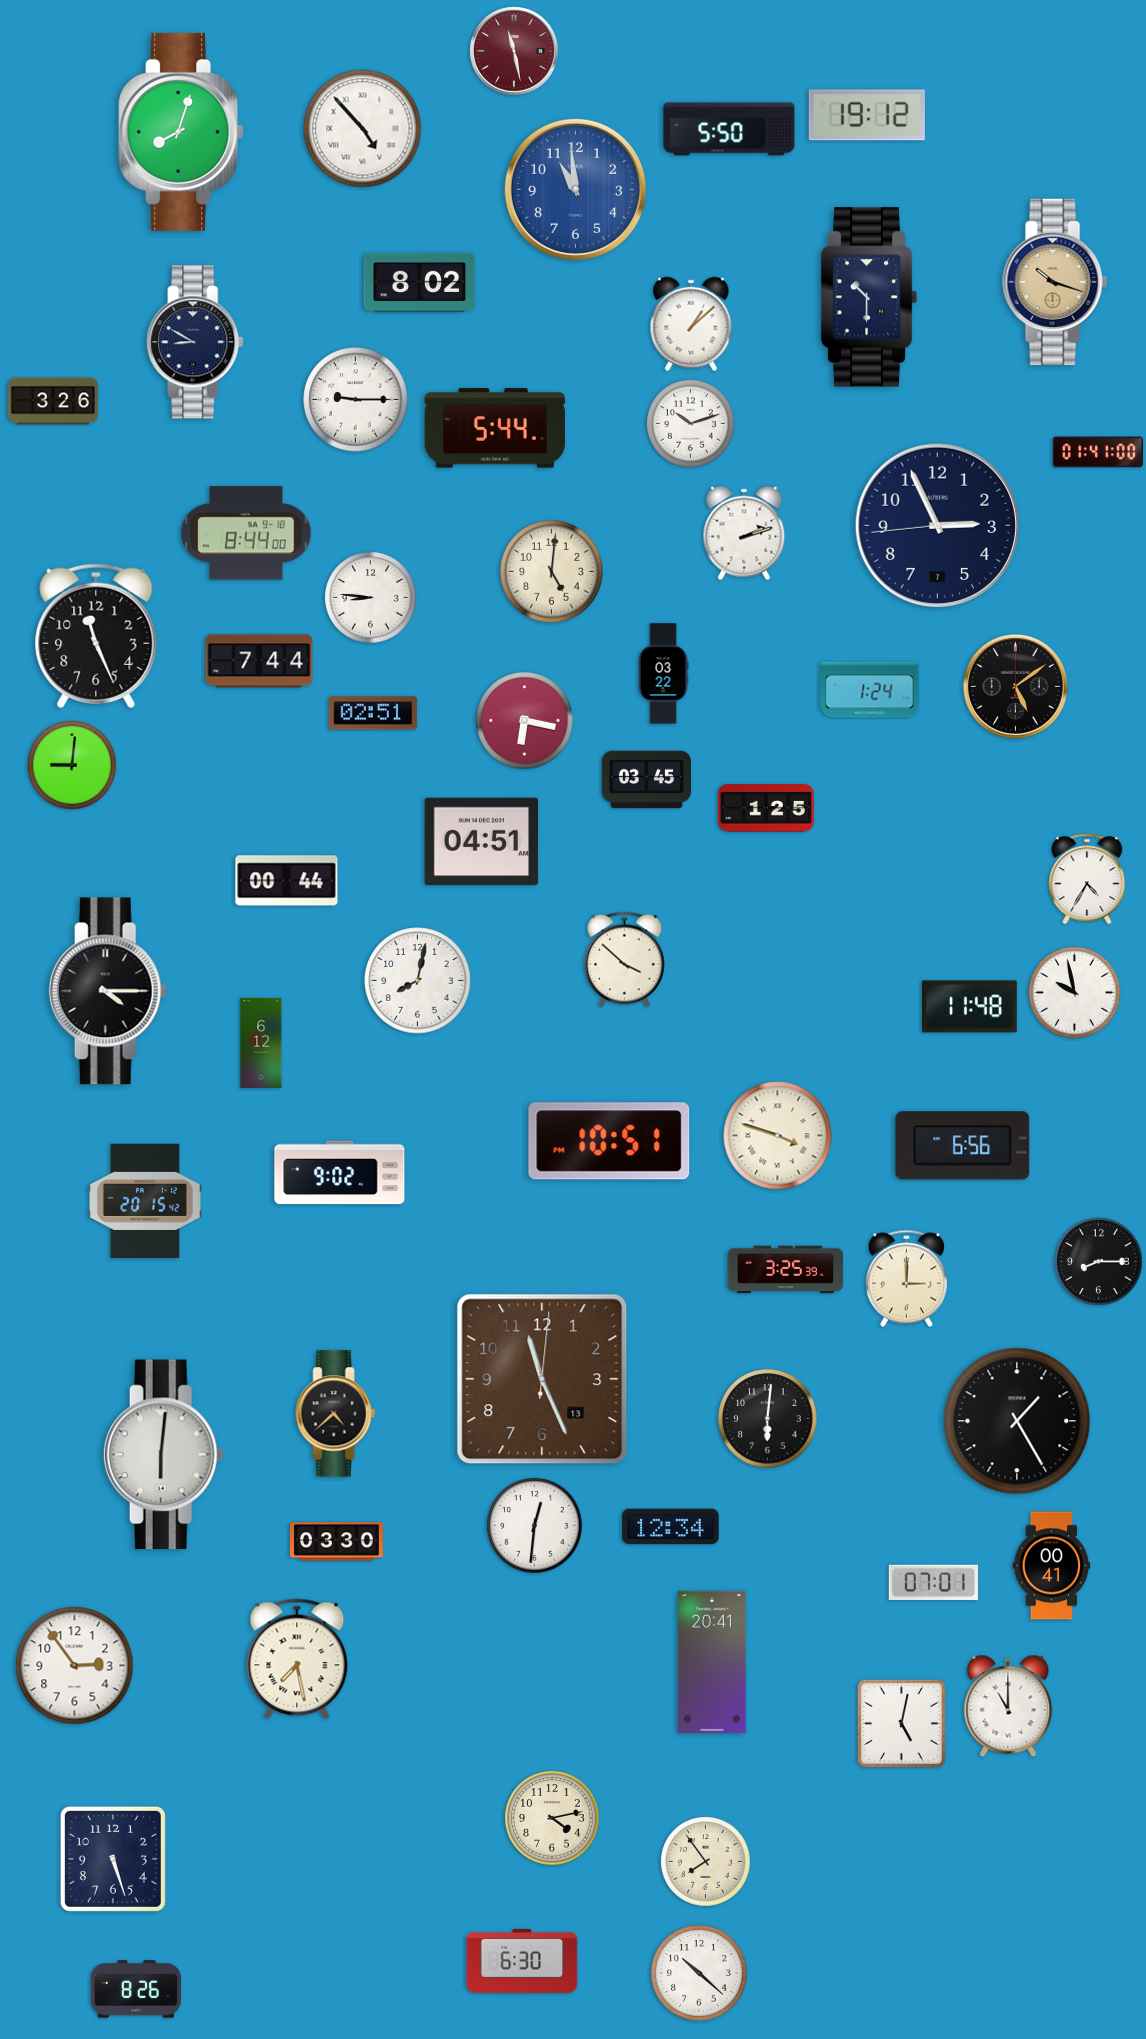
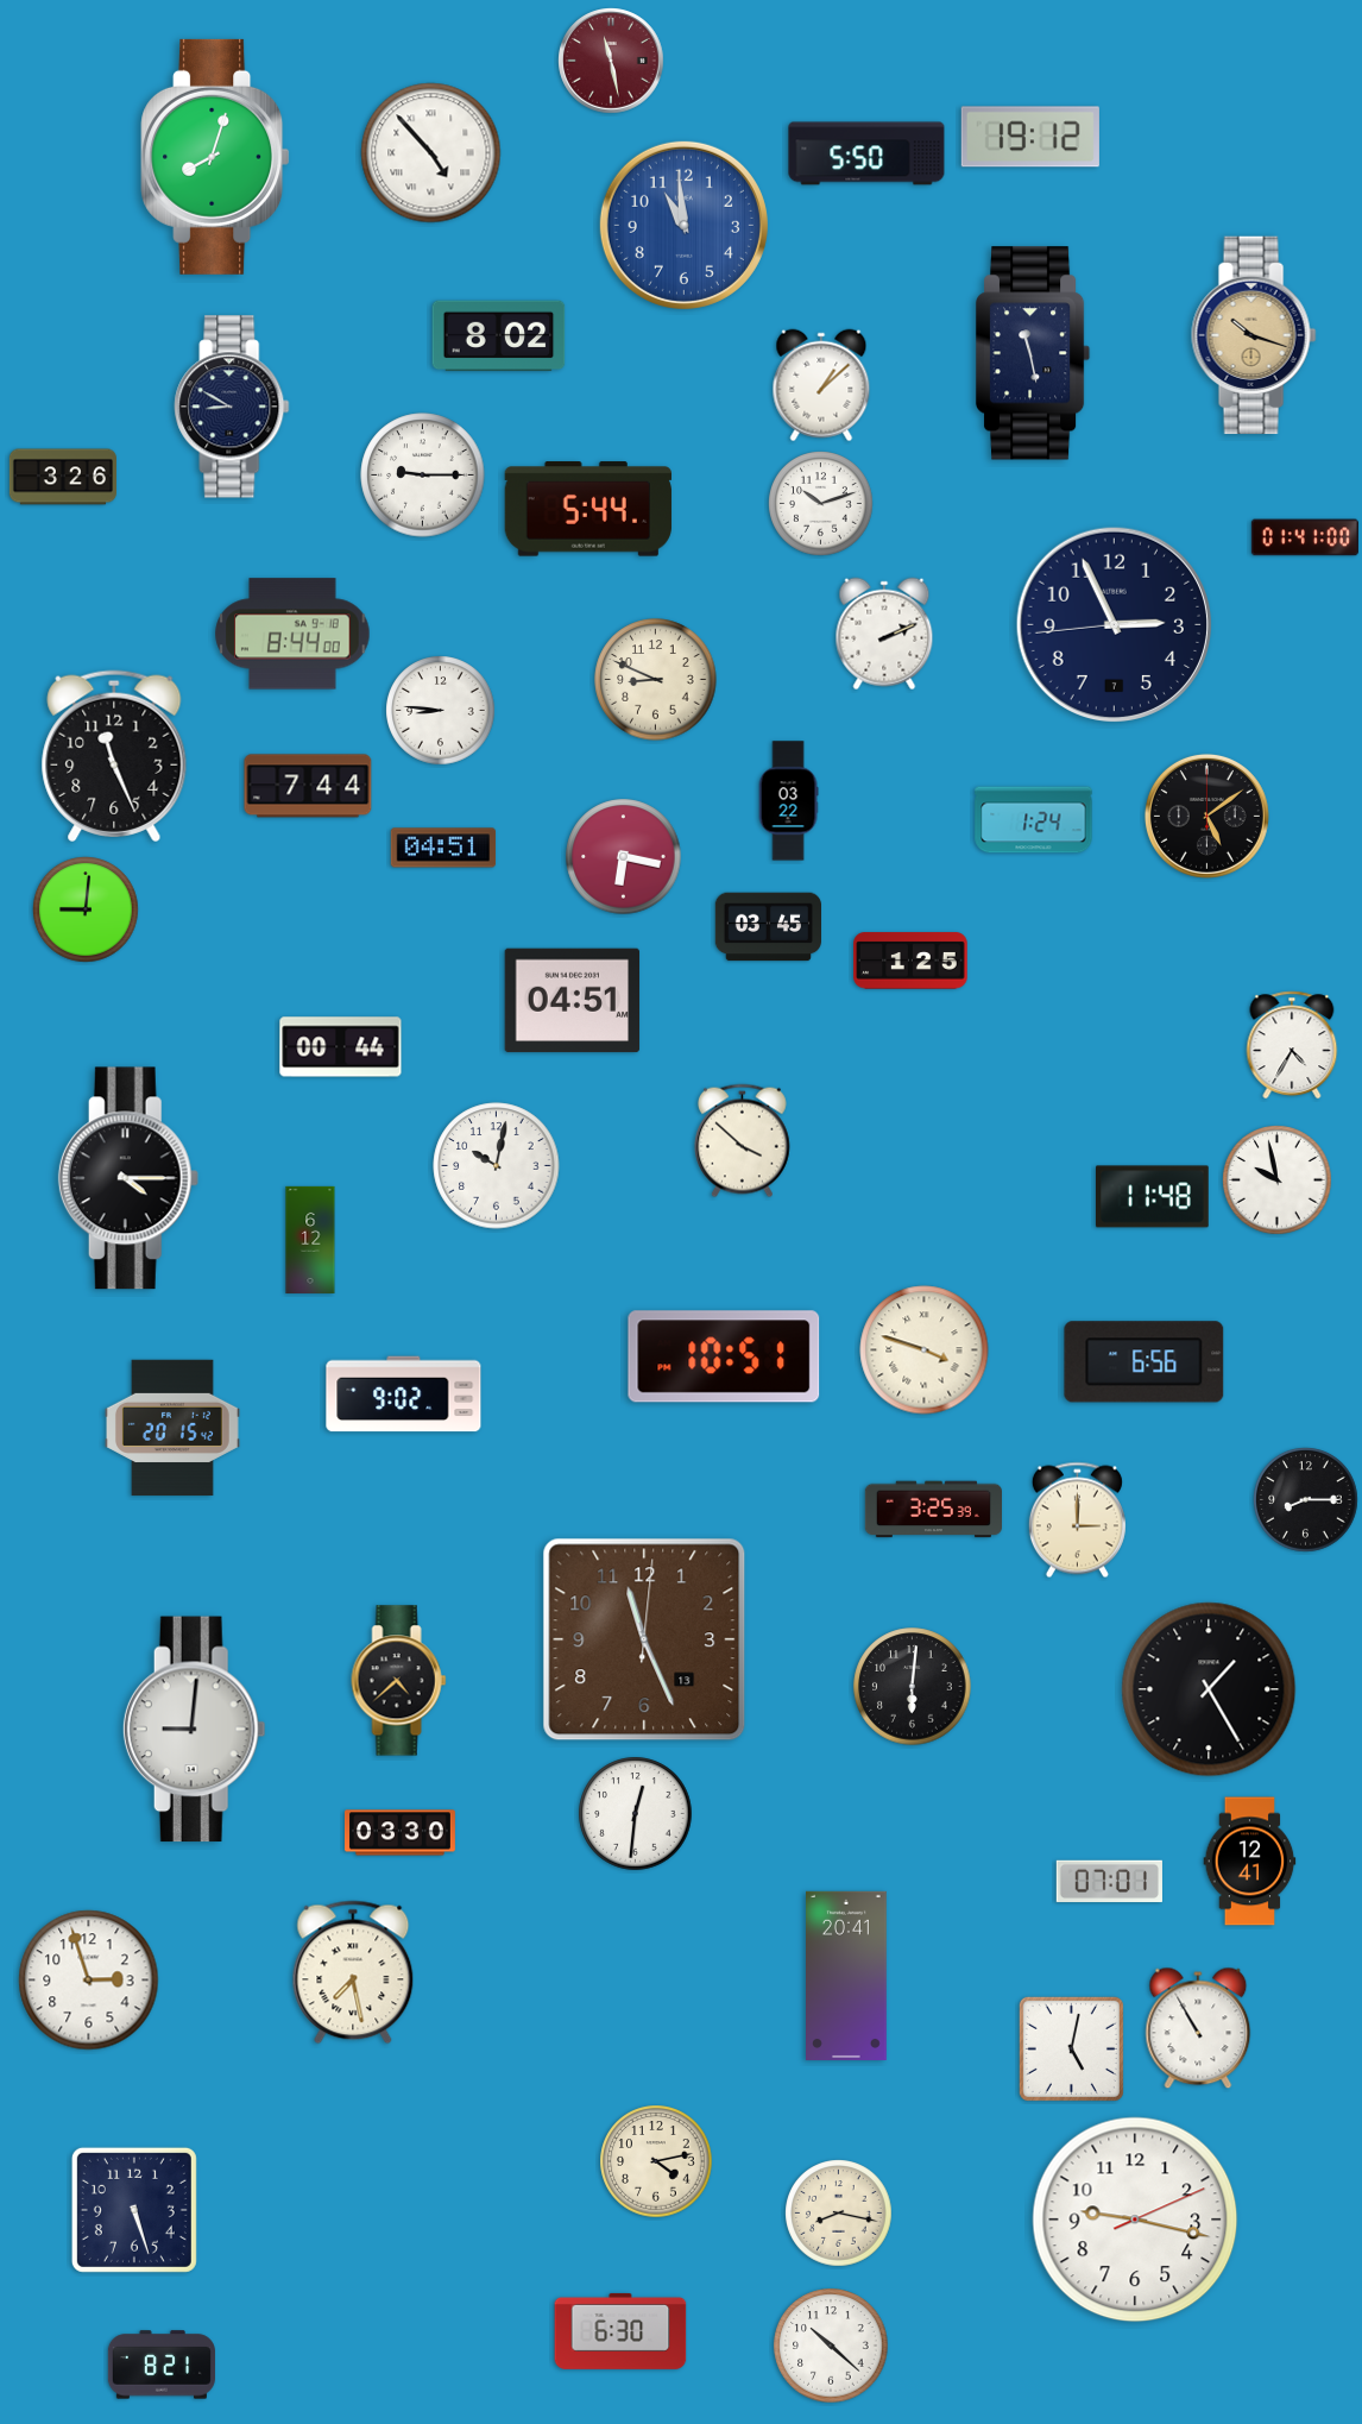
clock at (869, 297): 10:30 -> 11:28
clock at (744, 533): 2:12 -> 2:11
clock at (552, 572): 5:01 -> 8:49
clock at (373, 713): 02:51 -> 04:51
clock at (418, 981): 8:02 -> 10:02
clock at (163, 1455): 6:01 -> 9:01
clock at (671, 1527): 12:34 -> none
clock at (1052, 1566): 00:41 -> 12:41
clock at (75, 1666): 2:54 -> 2:57
clock at (1008, 1706): 11:00 -> 10:55
clock at (706, 1862): 7:54 -> 8:17
clock at (1135, 2220): none -> 9:17
clock at (136, 1989): 8:26 -> 8:21
